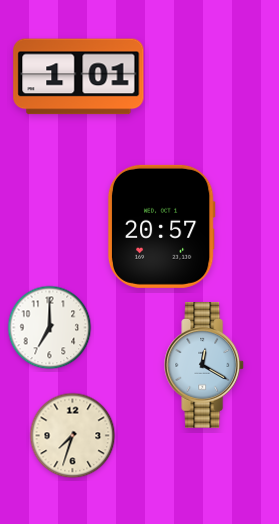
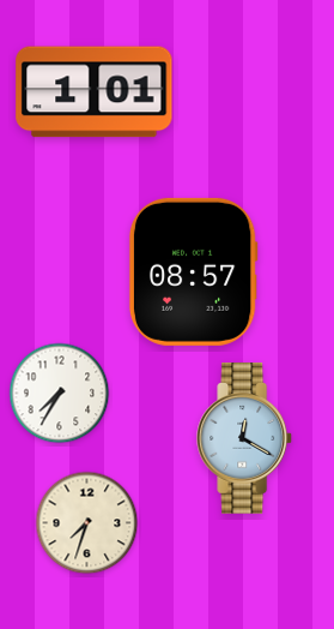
clock at (161, 226): 20:57 -> 08:57
clock at (50, 328): 7:00 -> 7:35
